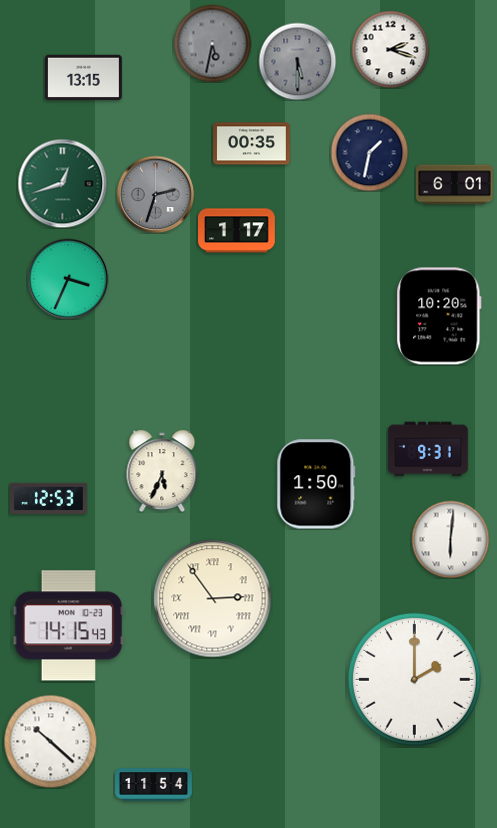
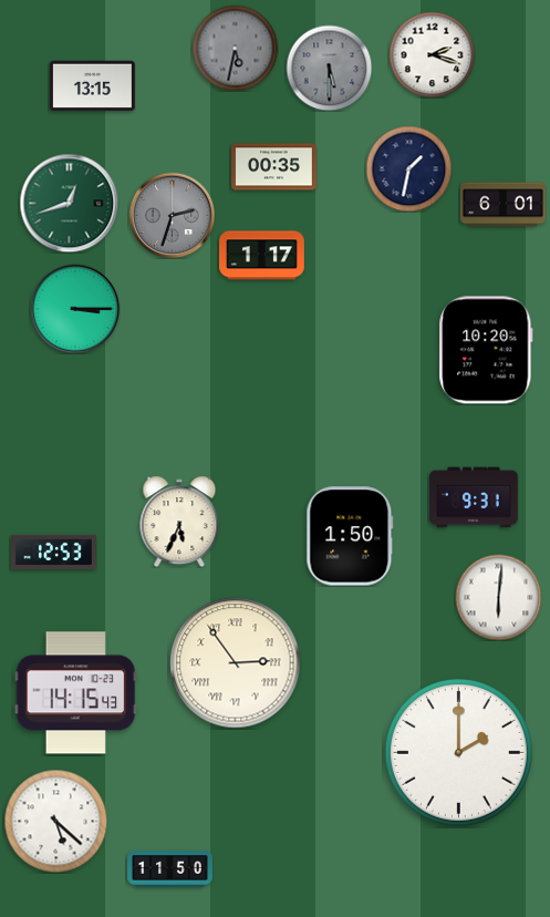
clock at (252, 144) position: (252, 144) -> (274, 167)
clock at (68, 279): 3:34 -> 3:15
clock at (50, 741): 10:22 -> 5:22
clock at (154, 785): 11:54 -> 11:50
